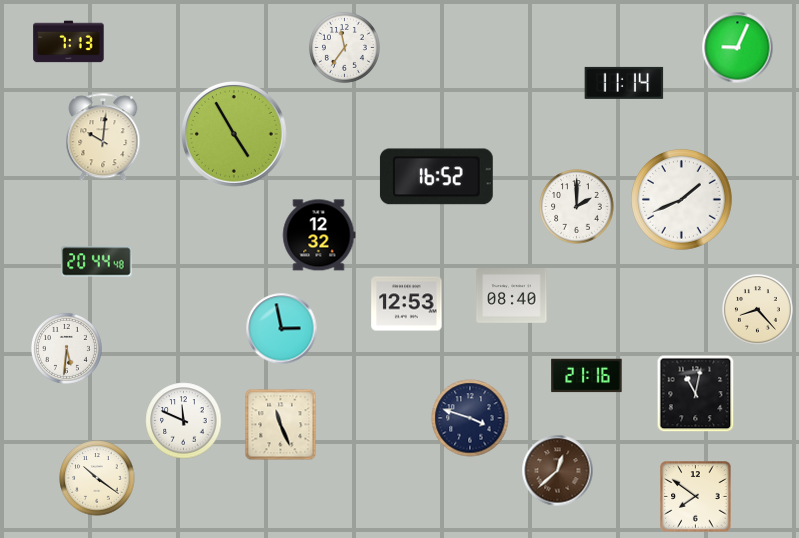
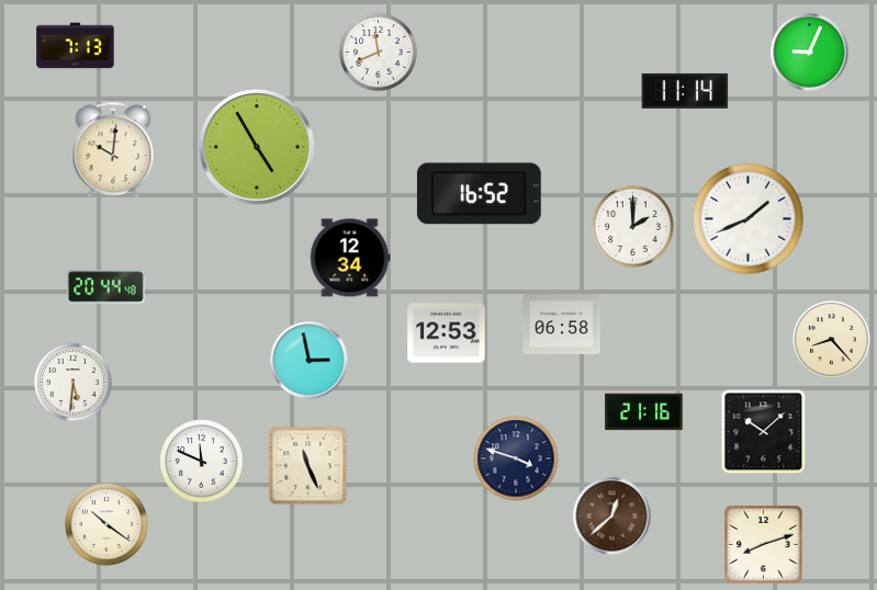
clock at (344, 47): 11:36 -> 11:41
clock at (319, 235): 12:32 -> 12:34
clock at (512, 296): 08:40 -> 06:58
clock at (696, 394): 11:02 -> 10:08
clock at (696, 497): 7:51 -> 8:12
